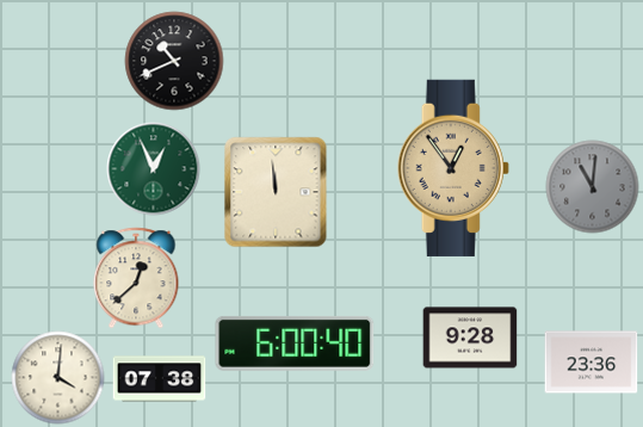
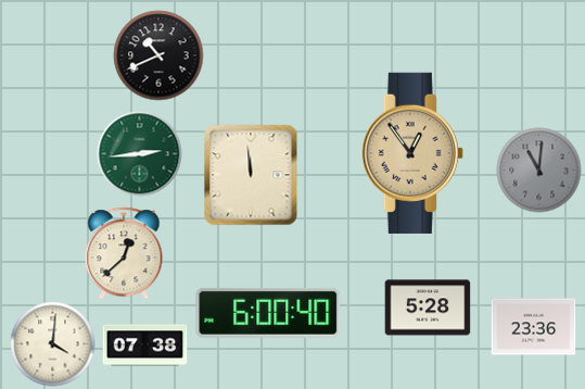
clock at (153, 168): 12:56 -> 2:44
clock at (470, 338): 9:28 -> 5:28
clock at (591, 363) position: (591, 363) -> (533, 327)
